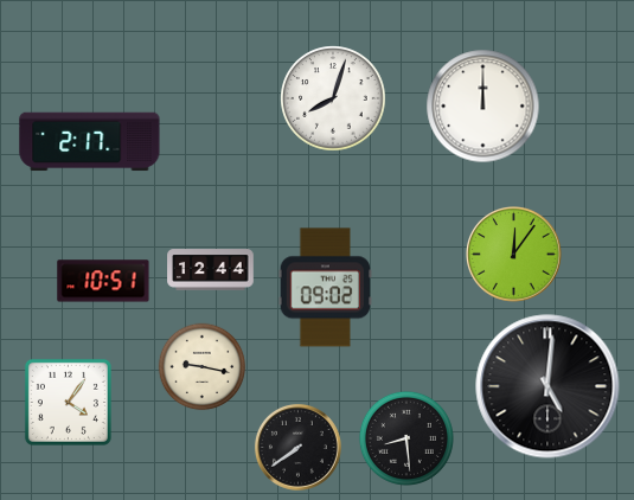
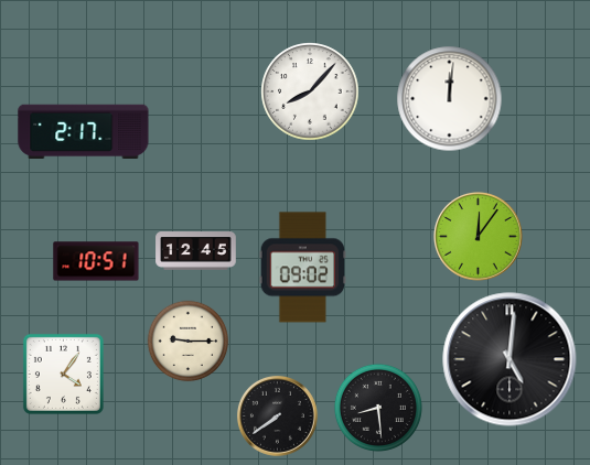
clock at (333, 98): 8:03 -> 8:07
clock at (483, 107): 12:00 -> 12:01
clock at (211, 270): 12:44 -> 12:45
clock at (203, 367): 9:17 -> 9:15
